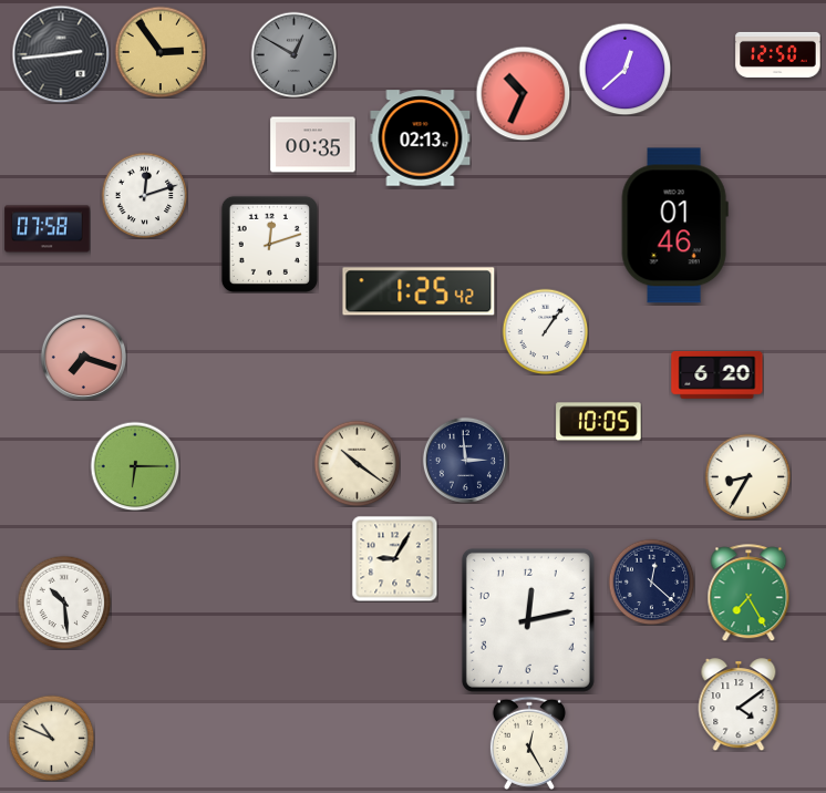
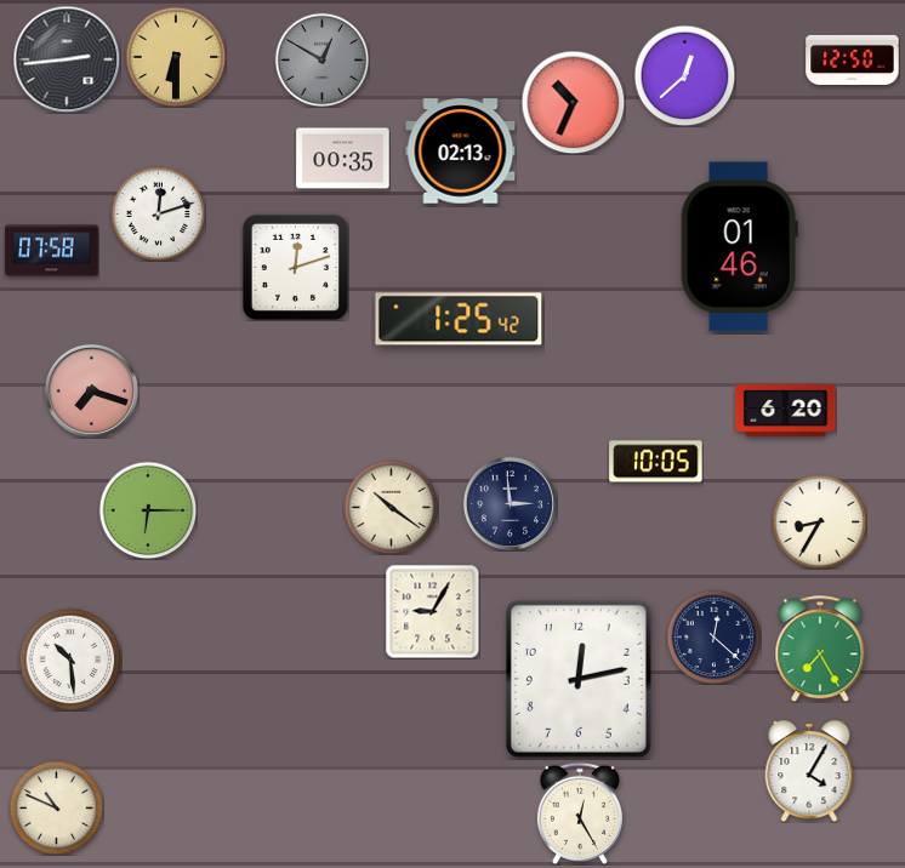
clock at (161, 52): 2:54 -> 6:30
clock at (545, 331): 1:06 -> none
clock at (739, 704): 4:09 -> 4:05
